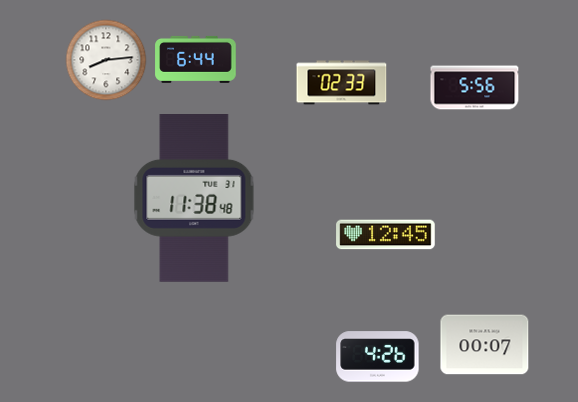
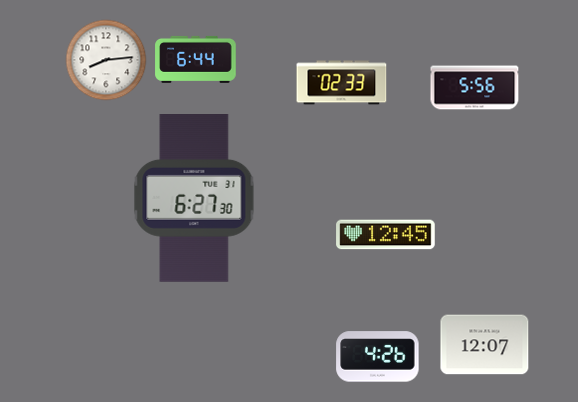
clock at (194, 199): 11:38 -> 6:27
clock at (485, 345): 00:07 -> 12:07
